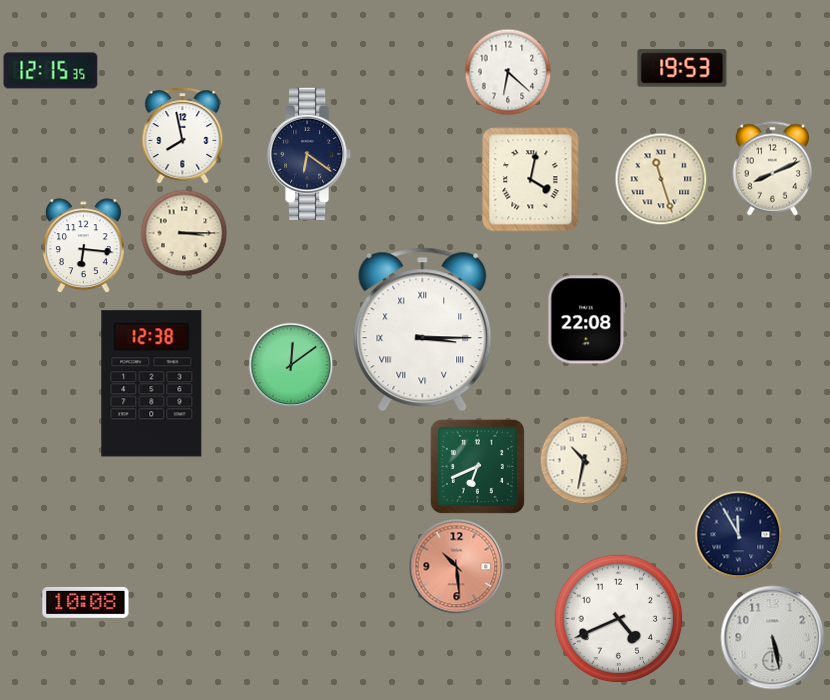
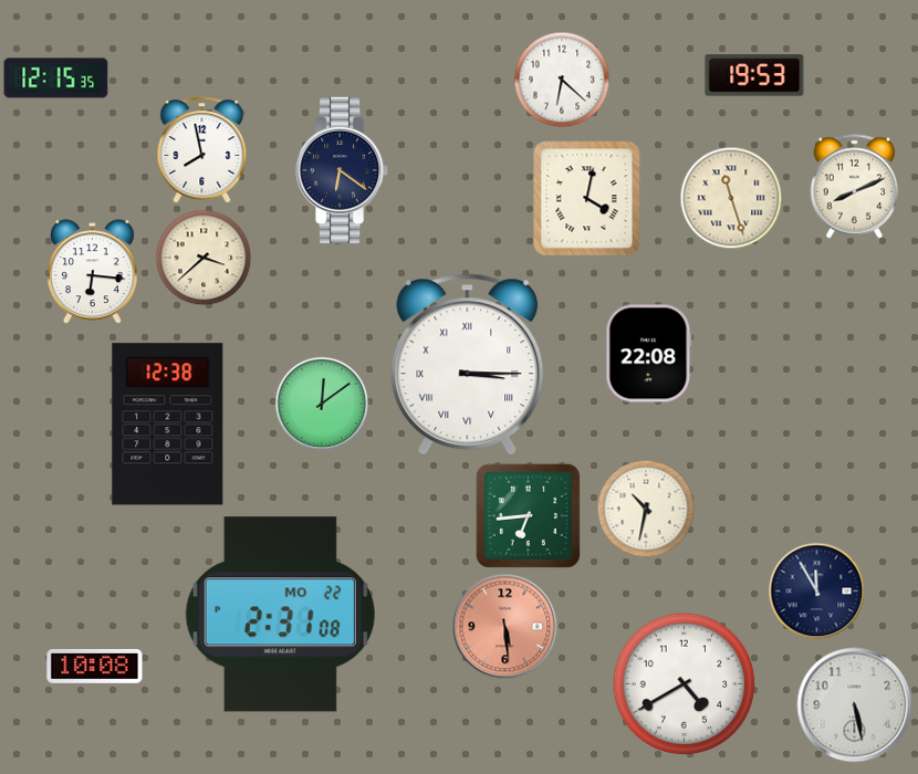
clock at (184, 233): 3:15 -> 3:38
clock at (477, 466): 6:41 -> 6:44
clock at (280, 615): none -> 2:31
clock at (457, 567): 10:29 -> 5:29
clock at (619, 619): 4:41 -> 4:40
